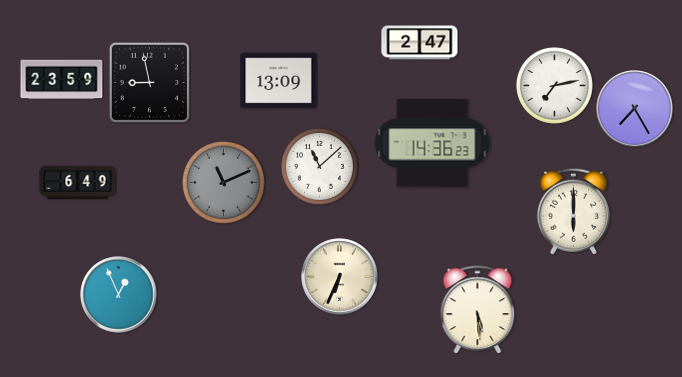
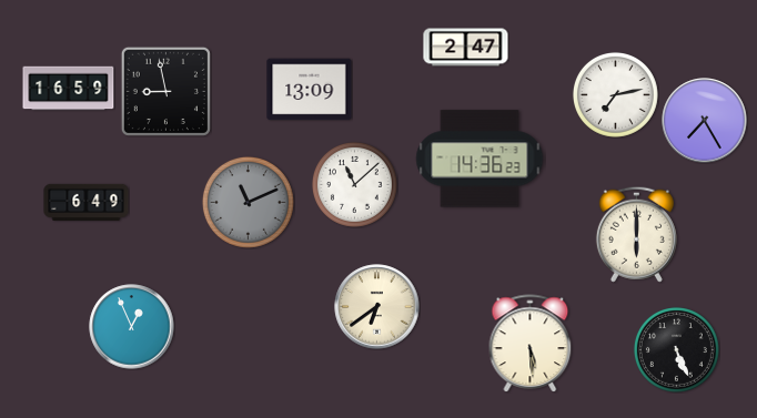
clock at (62, 80): 23:59 -> 16:59
clock at (340, 277): 6:34 -> 6:39
clock at (676, 349): none -> 5:26
